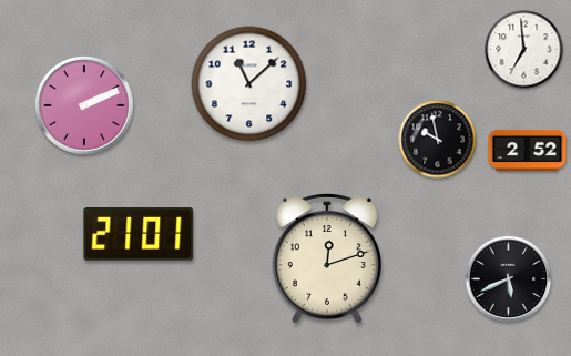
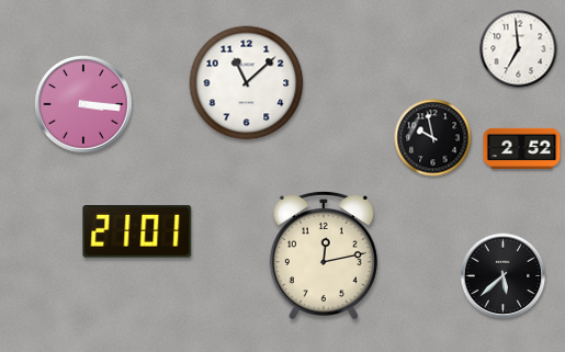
clock at (85, 106): 2:11 -> 3:16
clock at (327, 257): 12:12 -> 12:13
clock at (509, 279): 5:41 -> 5:38
